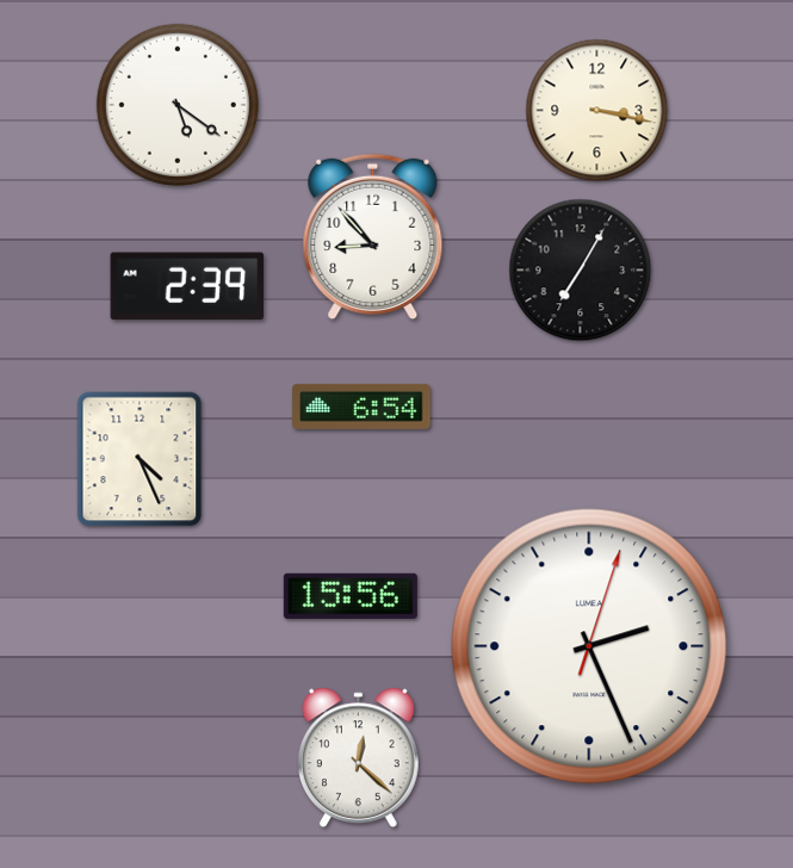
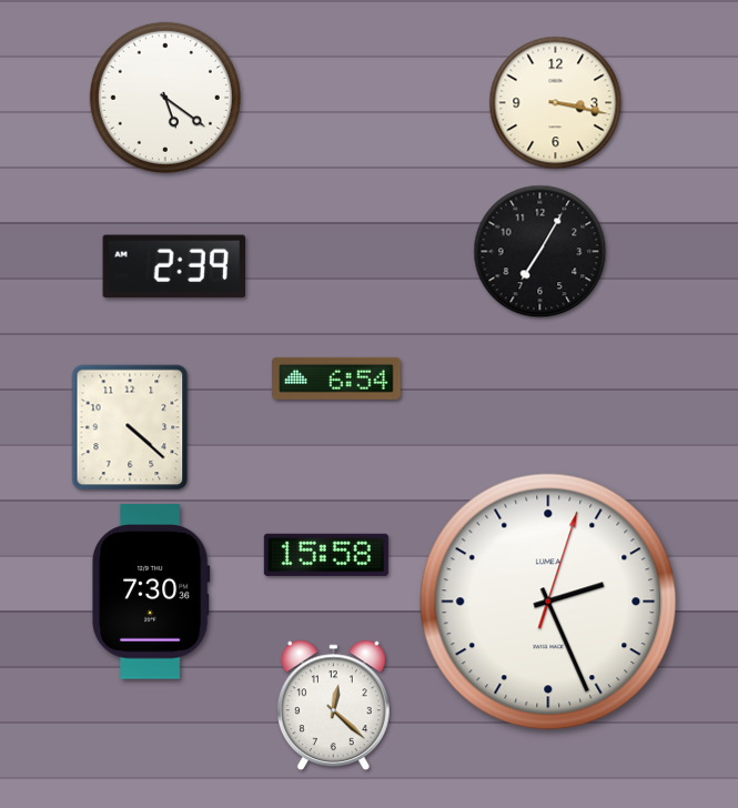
clock at (373, 236): 8:53 -> none
clock at (140, 459): 4:26 -> 4:22
clock at (351, 596): 15:56 -> 15:58
clock at (151, 592): none -> 7:30
